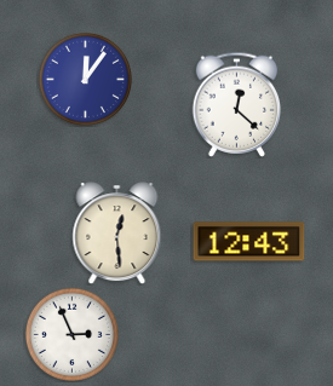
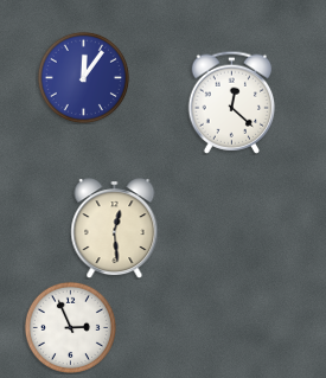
clock at (249, 242): 12:43 -> none
